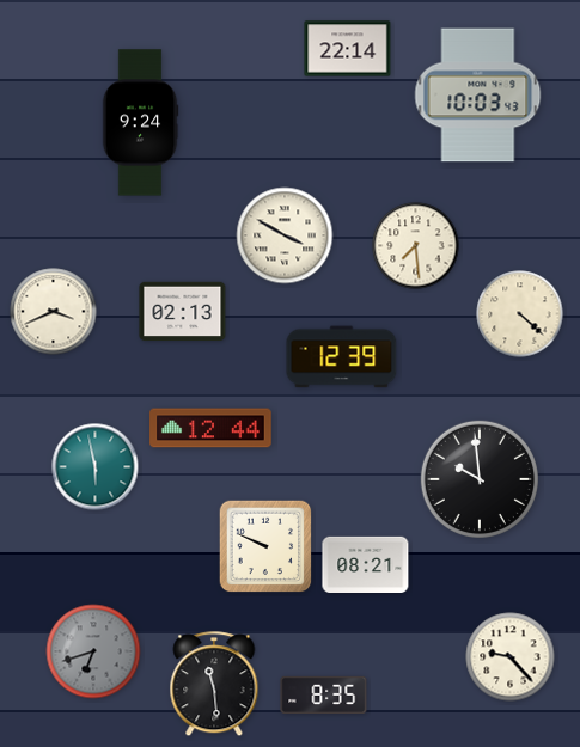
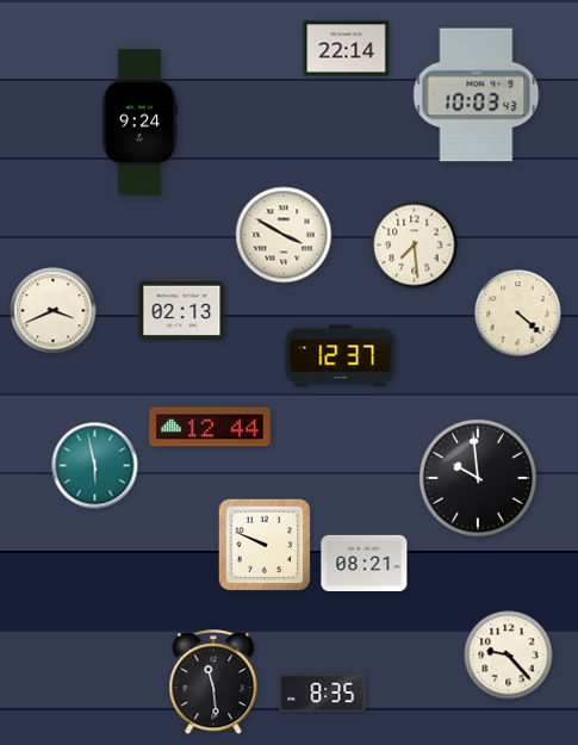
clock at (342, 357): 12:39 -> 12:37
clock at (93, 651): 6:42 -> none
